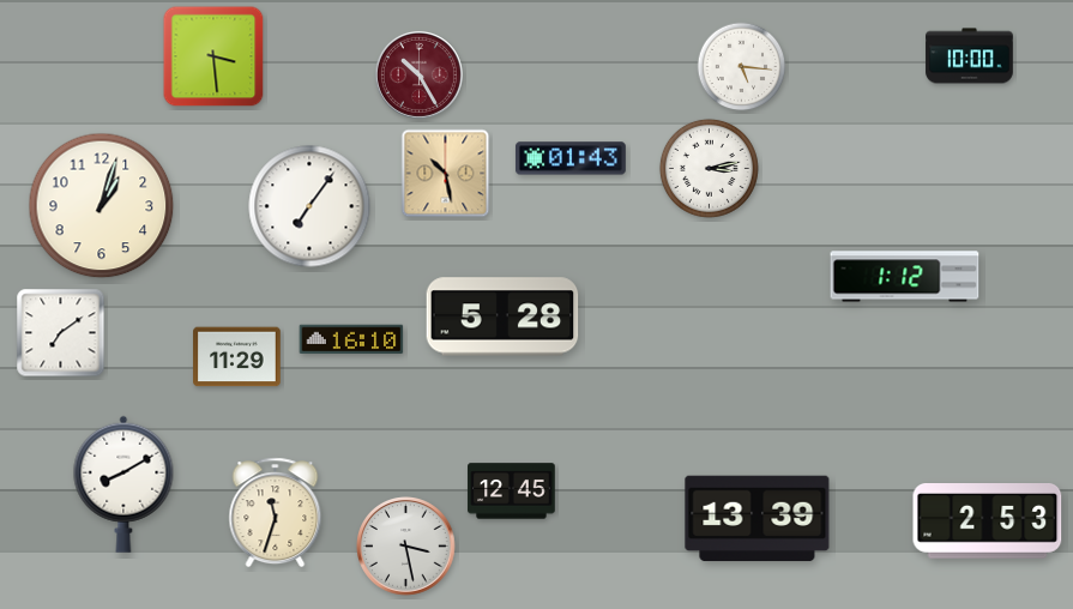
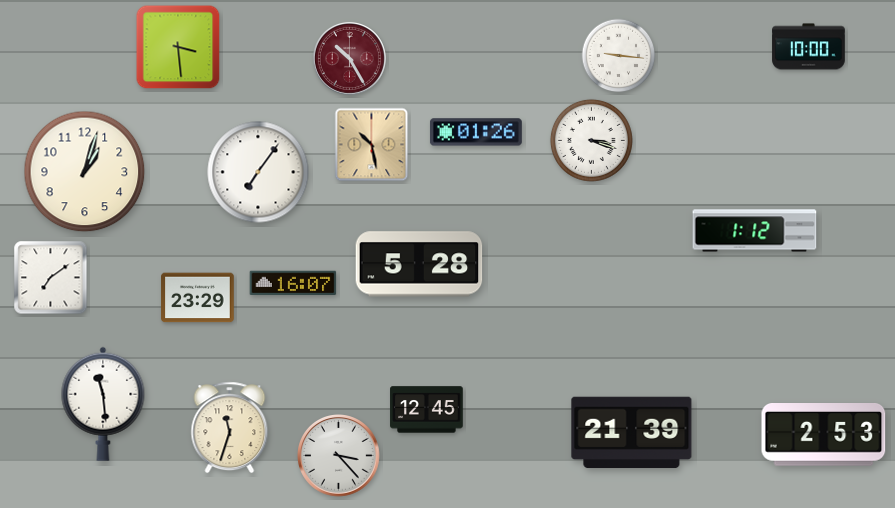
clock at (742, 67): 5:16 -> 9:16
clock at (418, 74) position: (418, 74) -> (349, 58)
clock at (571, 158): 01:43 -> 01:26
clock at (709, 168): 3:13 -> 3:18
clock at (351, 339): 16:10 -> 16:07
clock at (237, 357): 11:29 -> 23:29
clock at (123, 484): 8:10 -> 11:29
clock at (758, 519): 13:39 -> 21:39
clock at (406, 547): 3:28 -> 3:23
